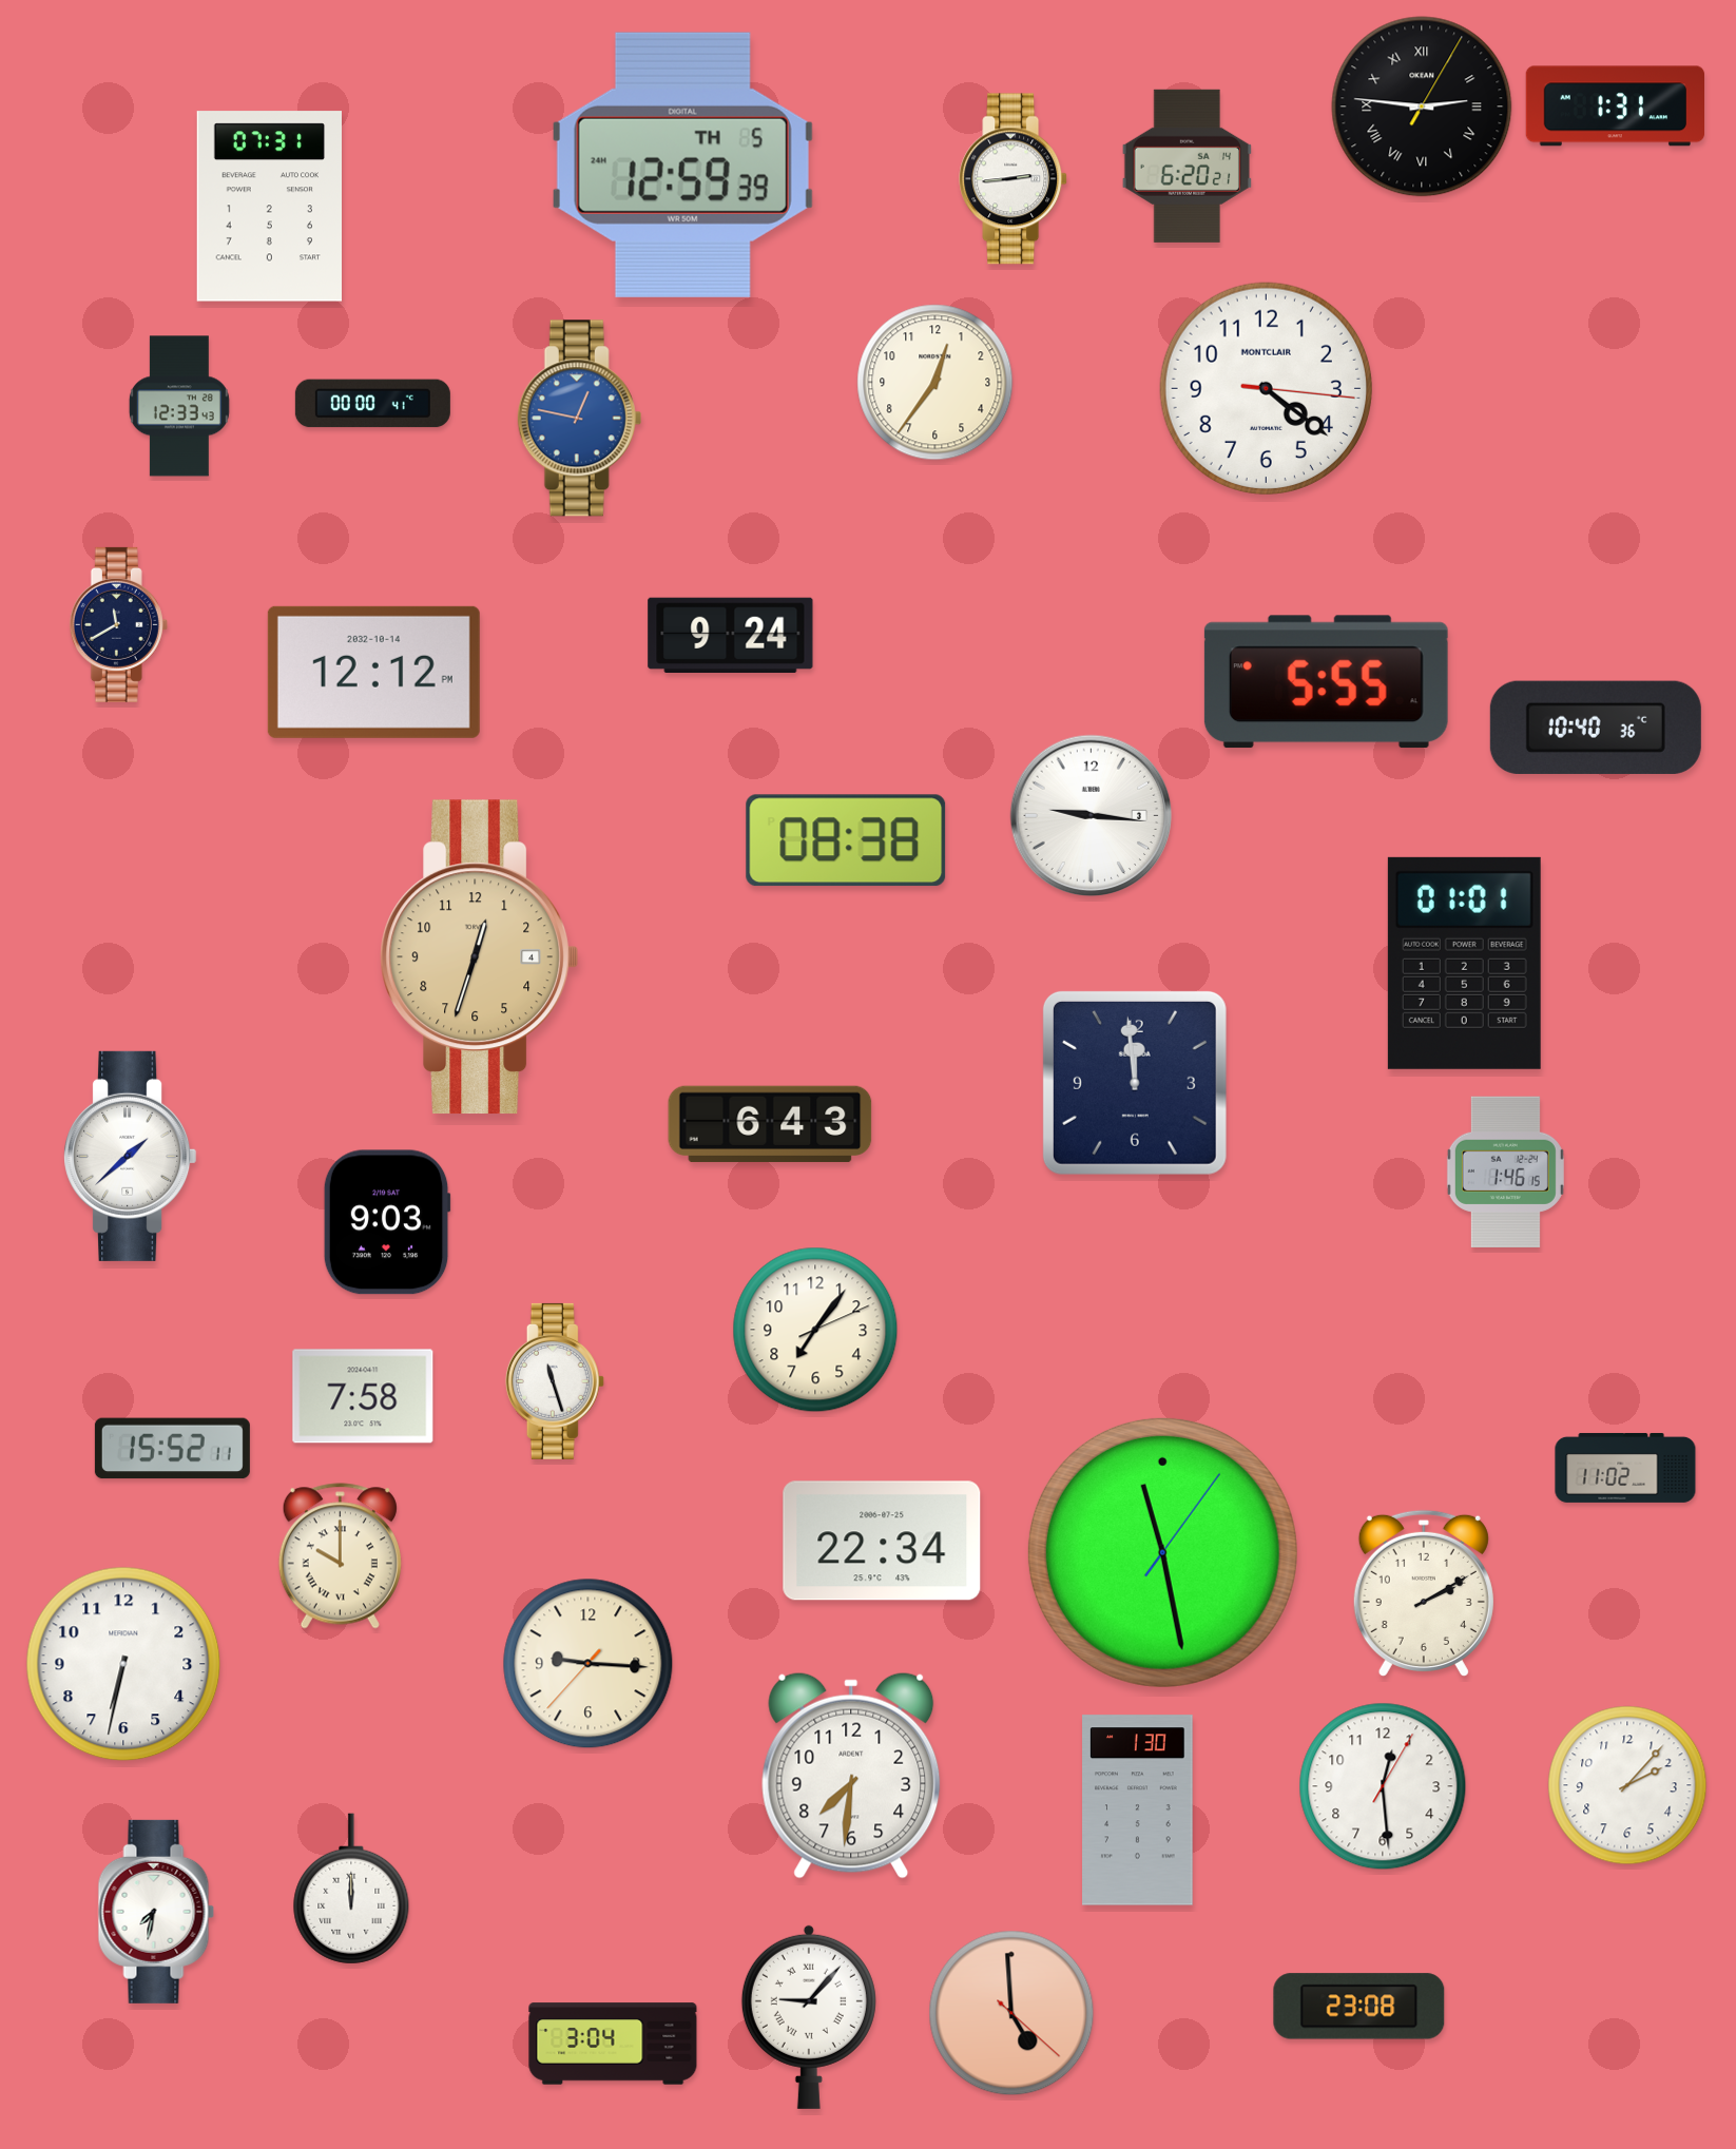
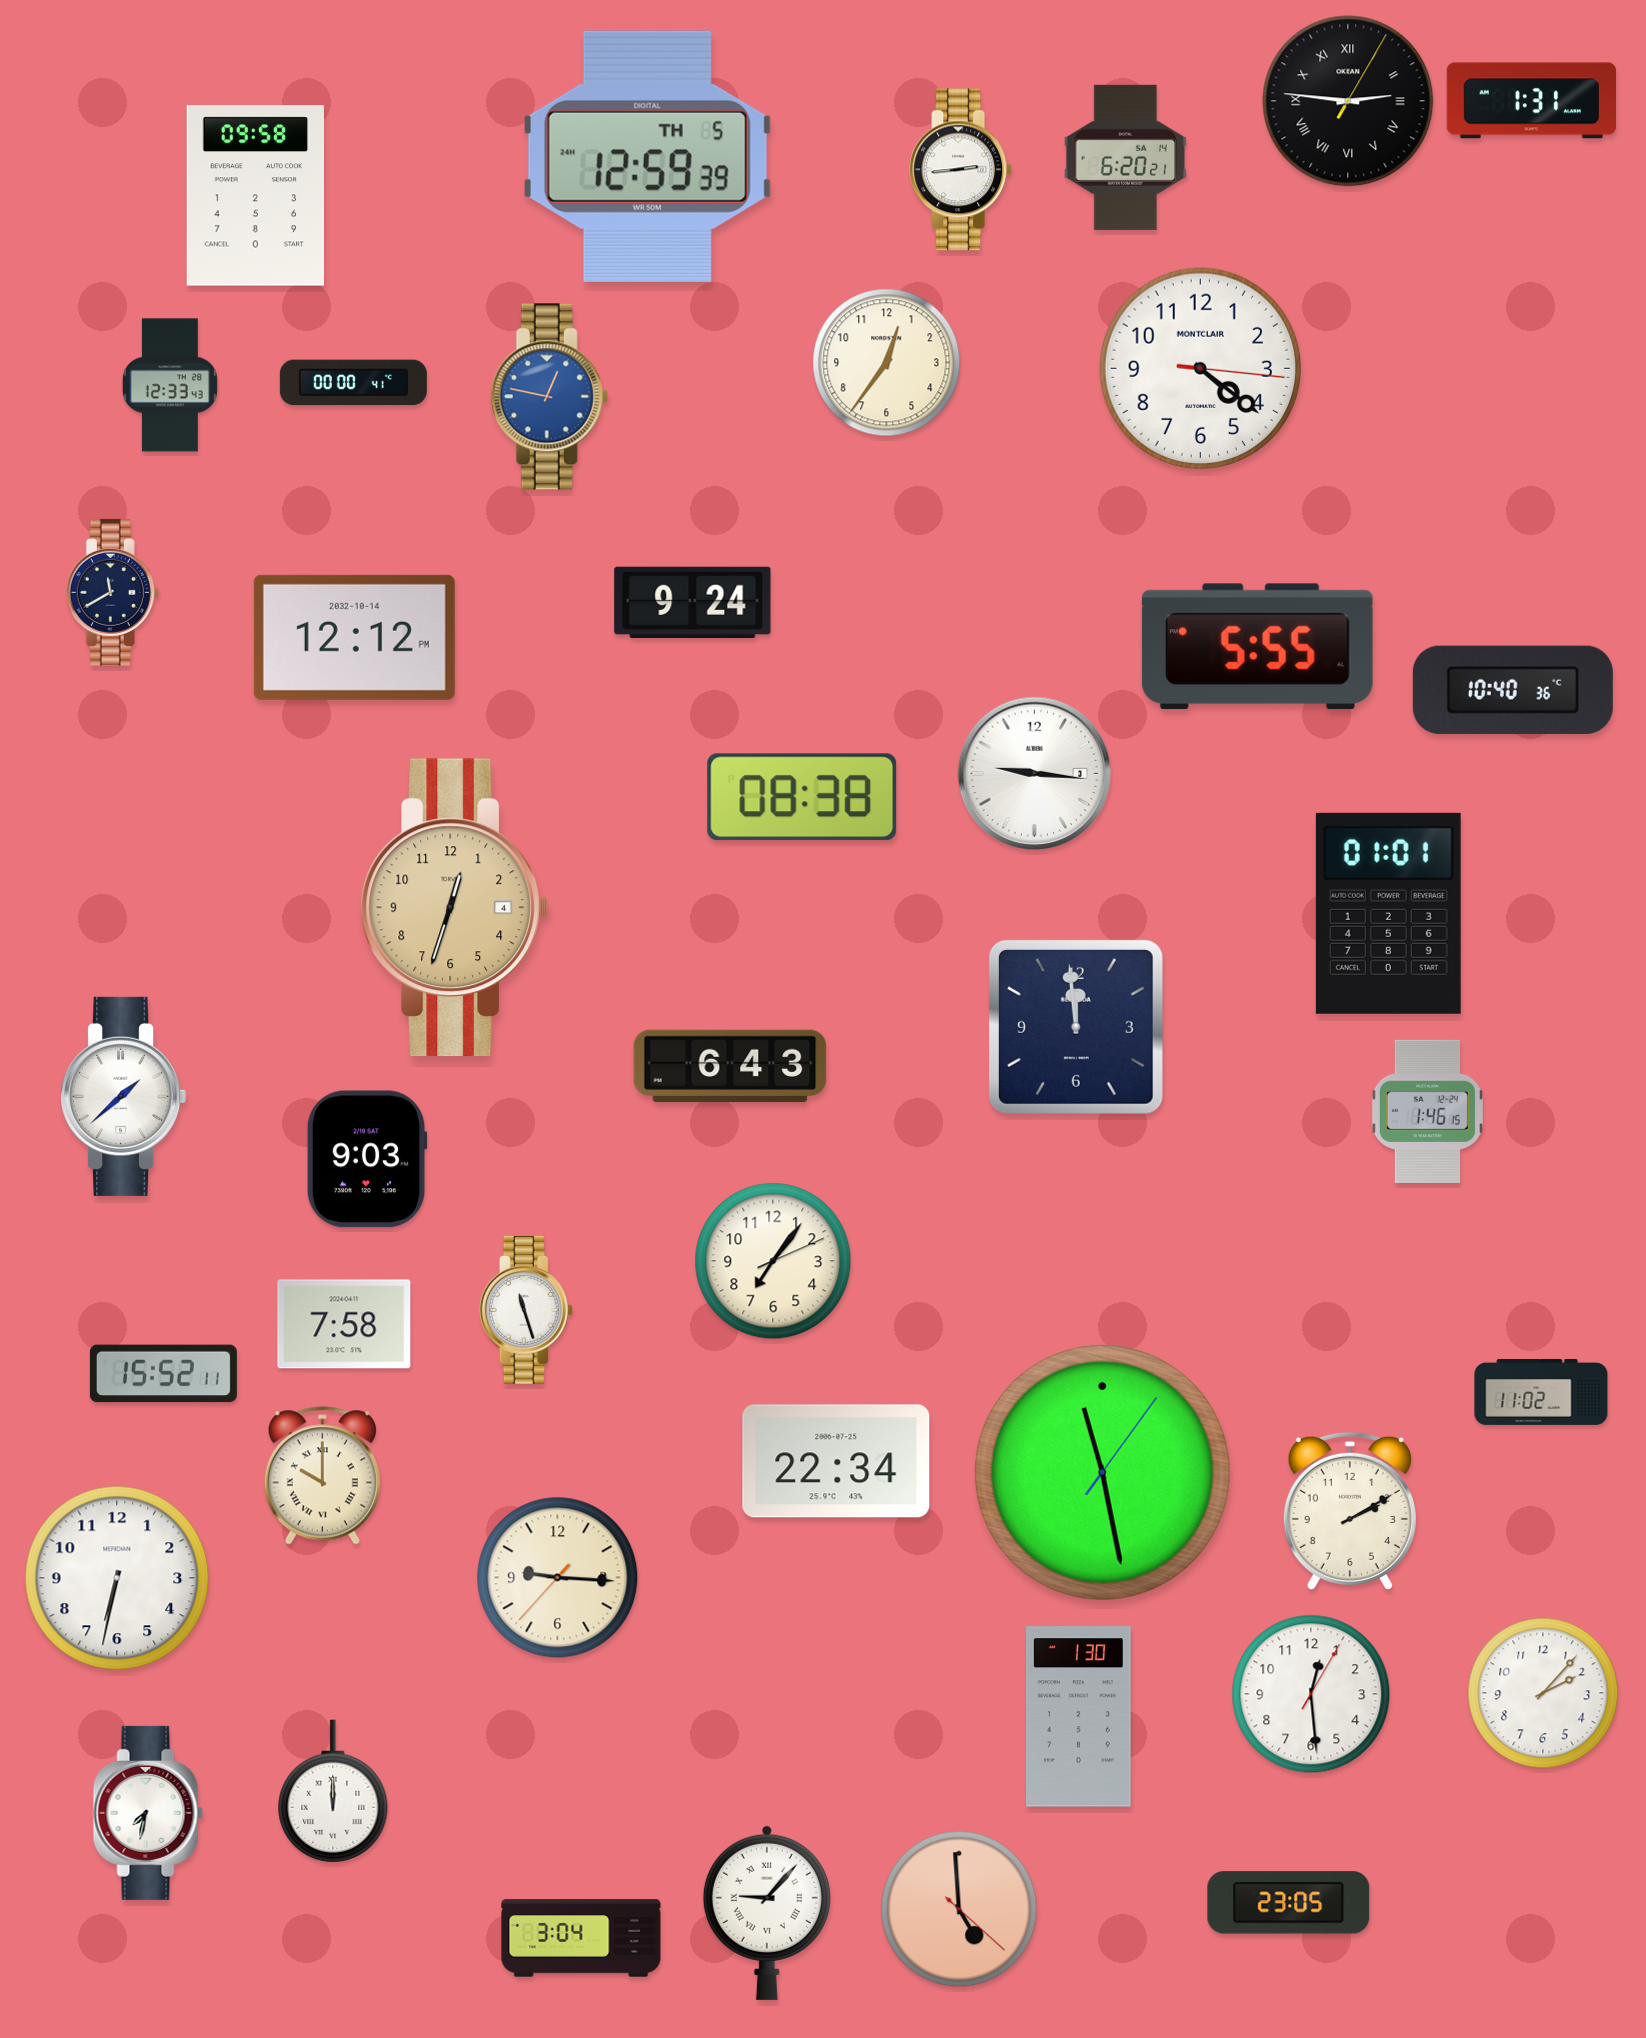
clock at (269, 207): 07:31 -> 09:58
clock at (851, 1776): 7:31 -> none
clock at (1359, 2007): 23:08 -> 23:05
